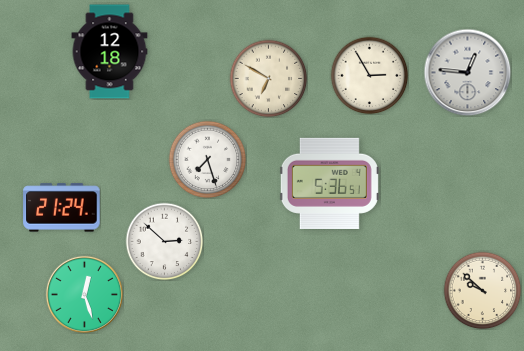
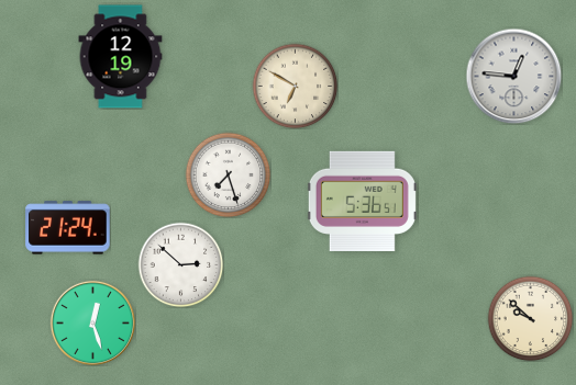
clock at (110, 52): 12:18 -> 12:19
clock at (467, 72) position: (467, 72) -> (513, 76)
clock at (369, 75): 2:55 -> none
